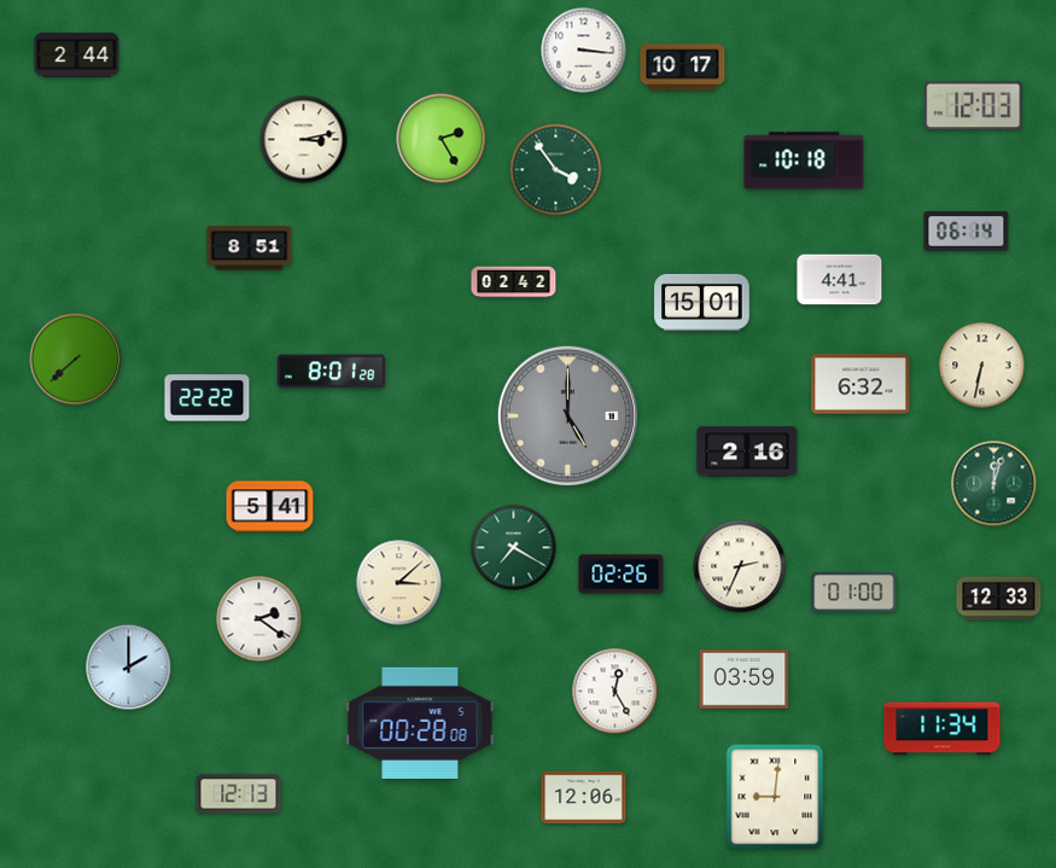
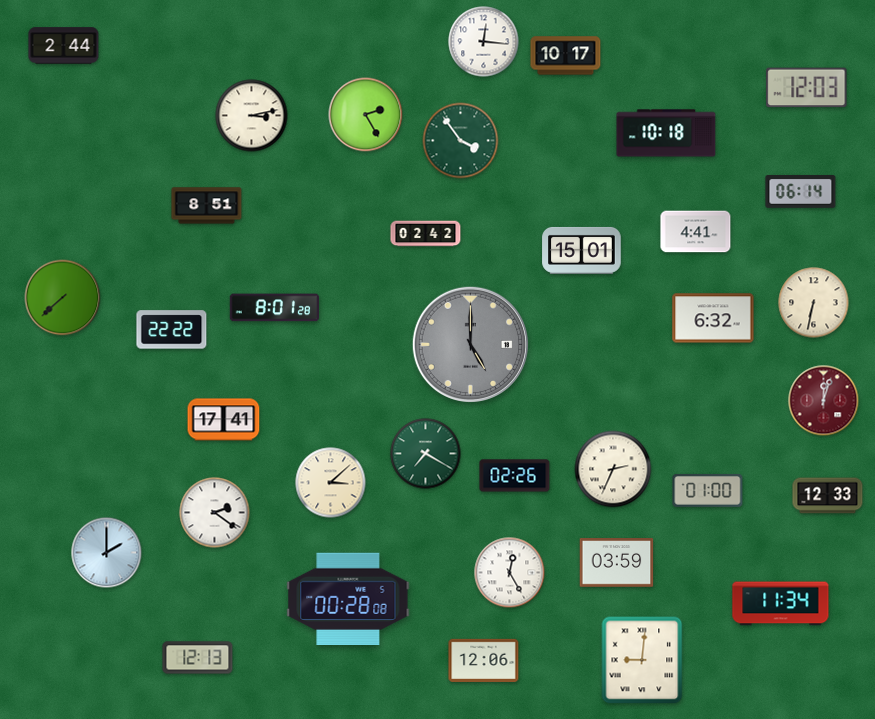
clock at (584, 51): 3:16 -> 12:16
clock at (747, 452): 2:16 -> none
clock at (994, 484) dial: green -> burgundy
clock at (270, 507): 5:41 -> 17:41
